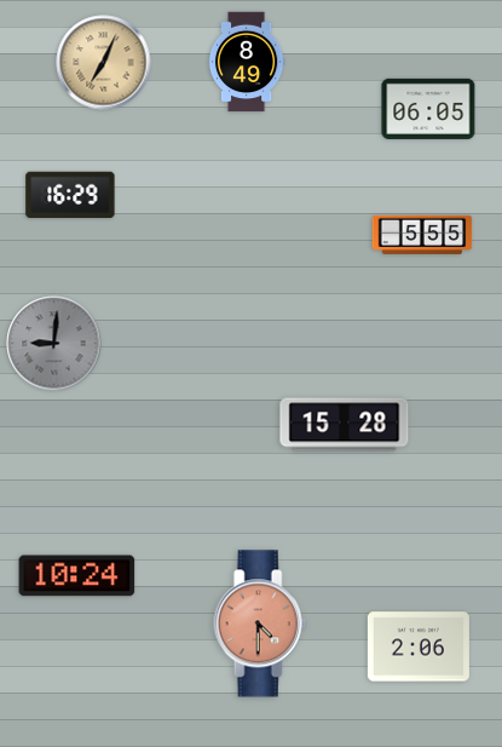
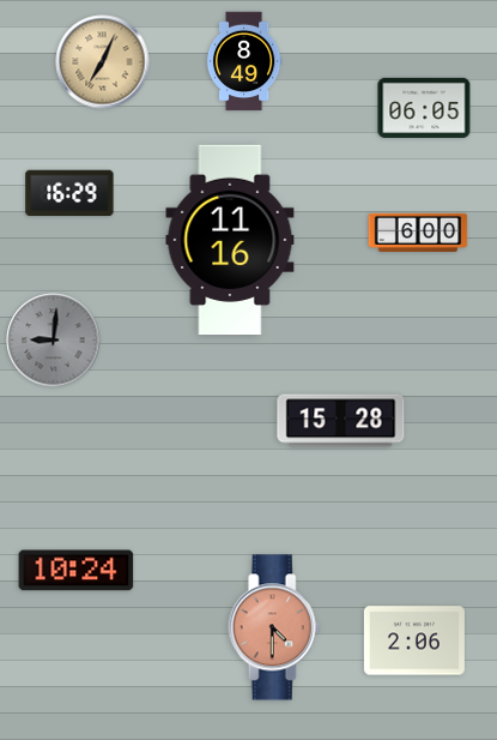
clock at (422, 235): 5:55 -> 6:00
clock at (230, 240): none -> 11:16
clock at (260, 624) position: (260, 624) -> (274, 627)
